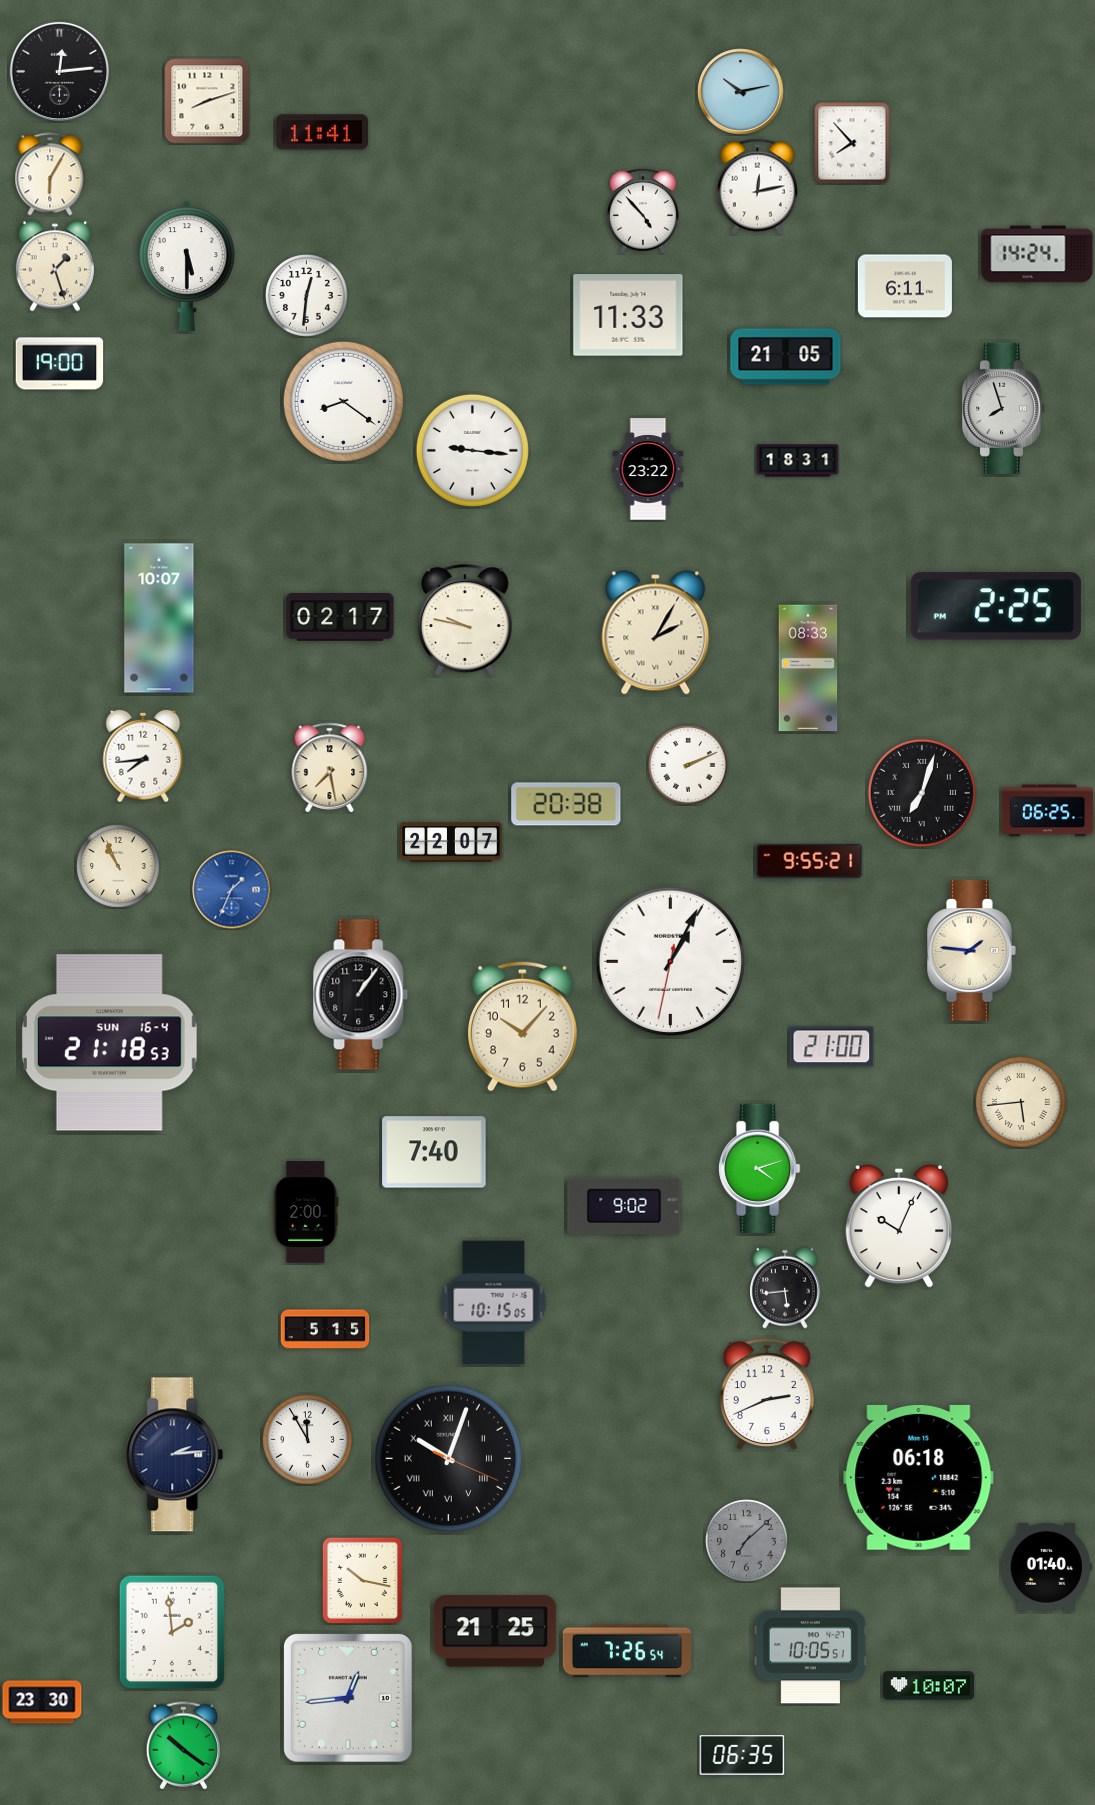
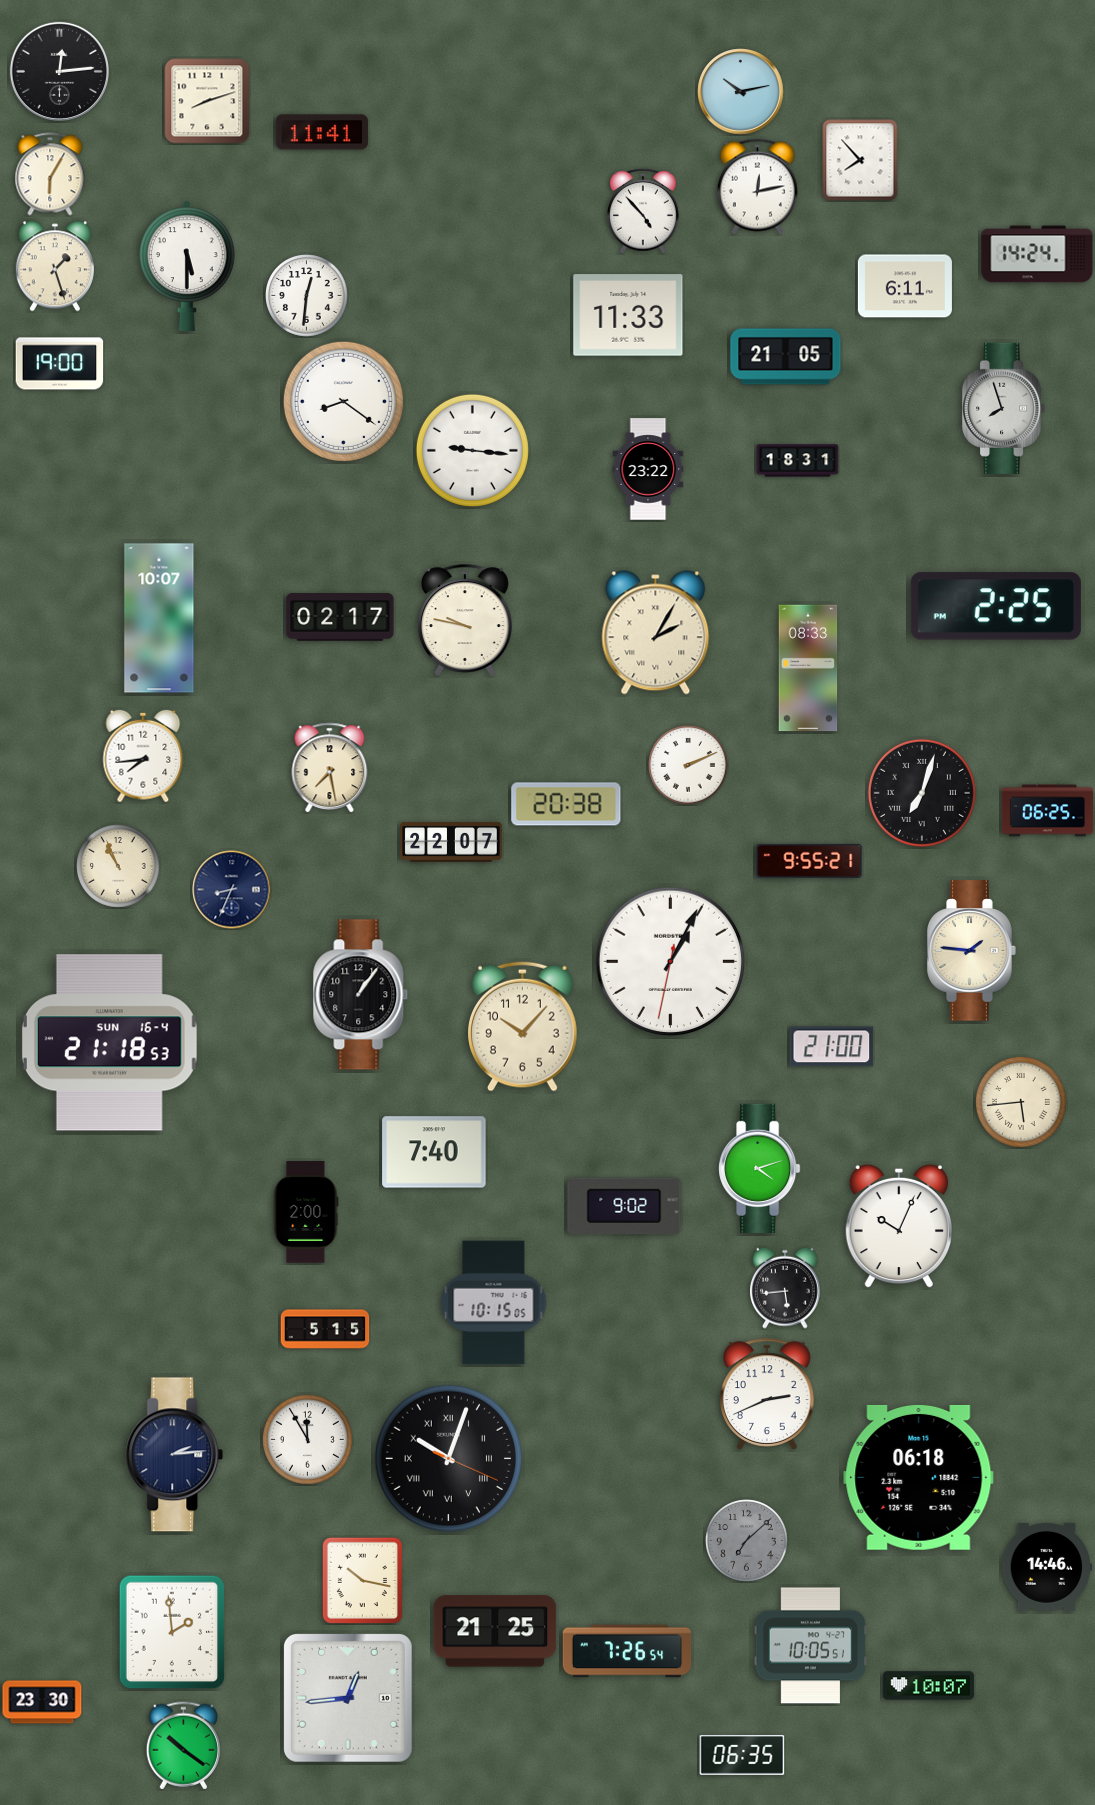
clock at (852, 143) position: (852, 143) -> (860, 160)
clock at (232, 890): 1:34 -> 8:34
clock at (232, 890) dial: blue -> navy
clock at (1047, 1567): 01:40 -> 14:46
